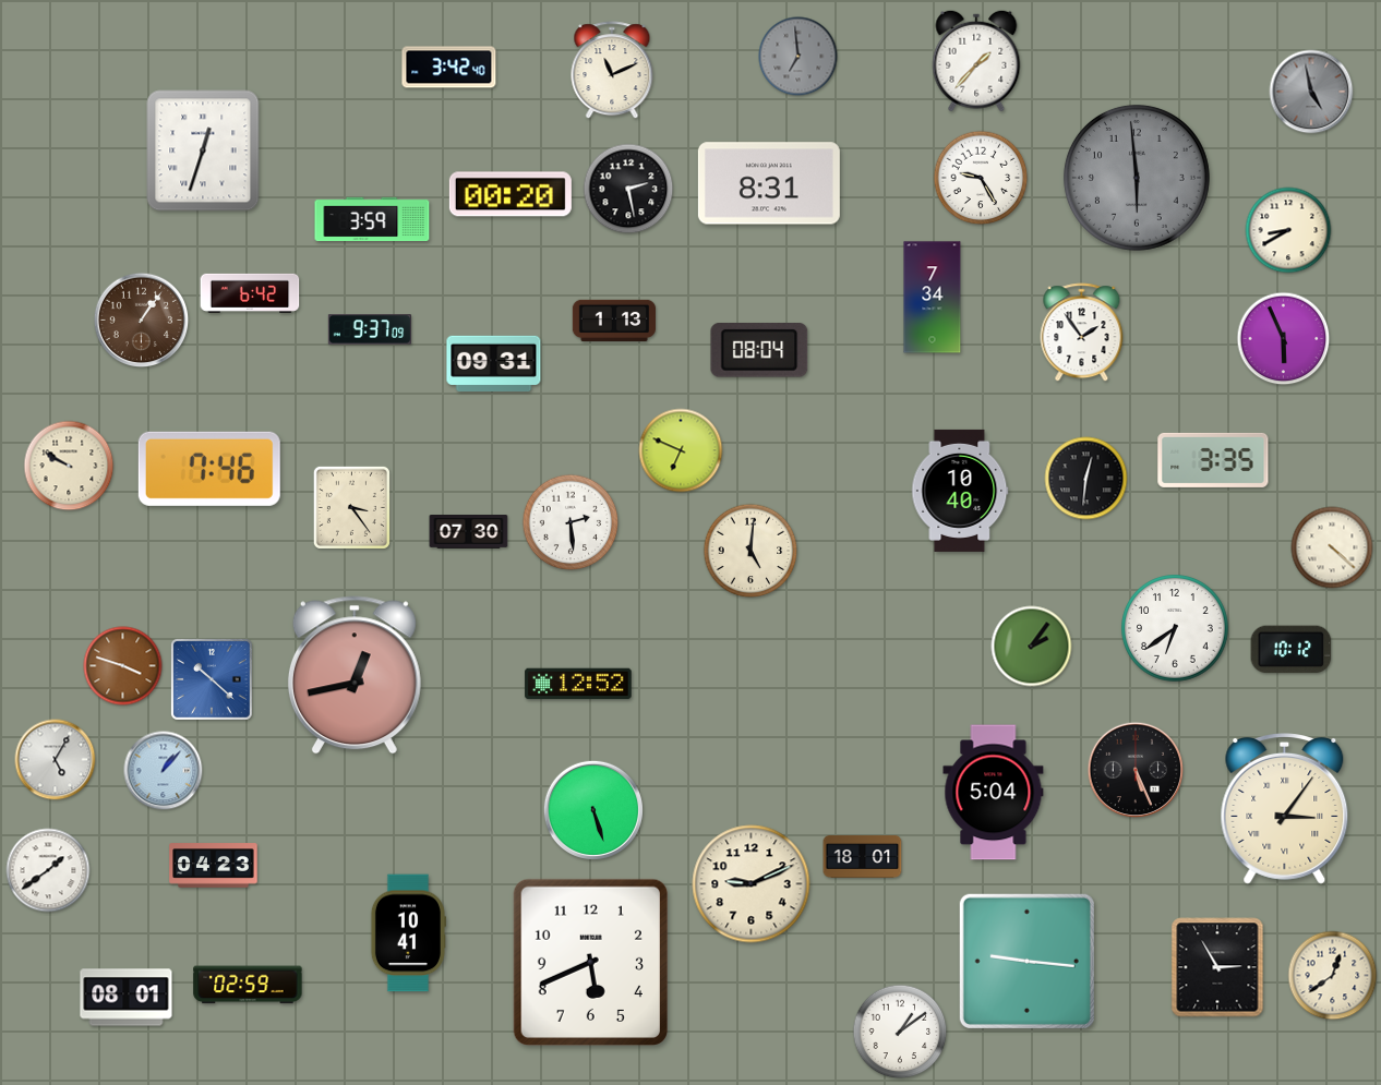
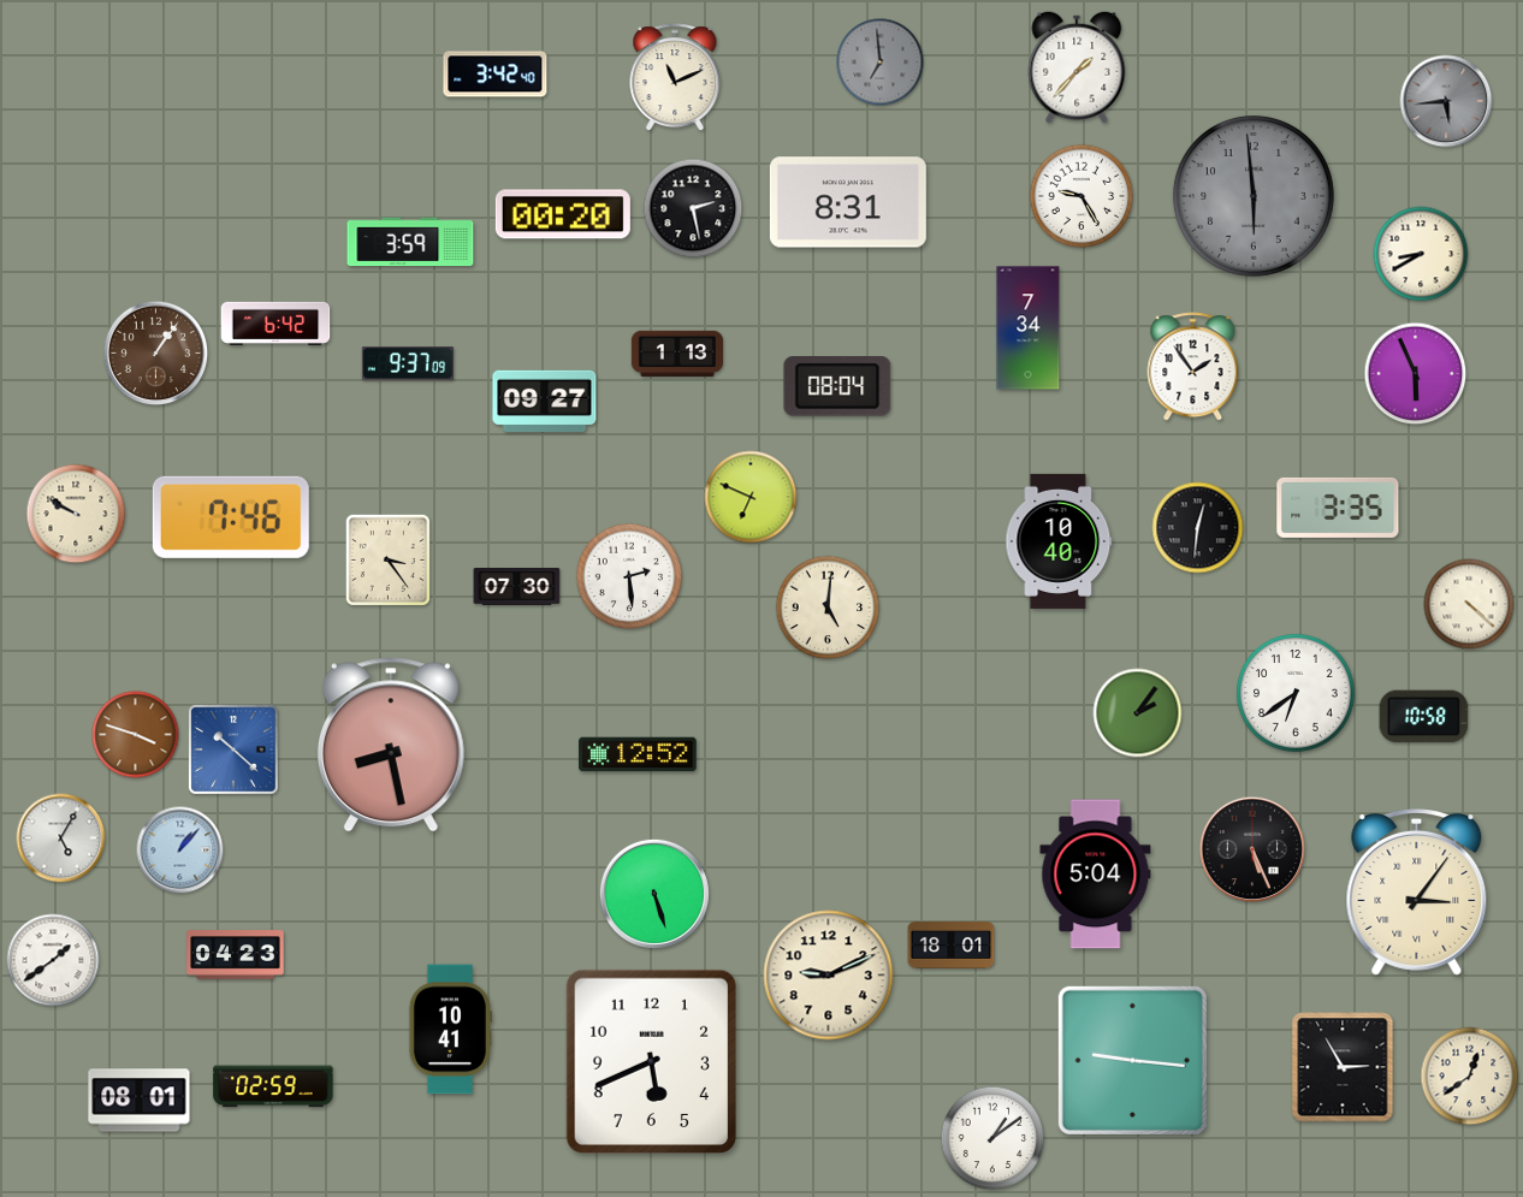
clock at (1311, 92): 4:58 -> 5:44
clock at (203, 150): 12:33 -> none
clock at (494, 363): 09:31 -> 09:27
clock at (1292, 650): 10:12 -> 10:58
clock at (355, 675): 12:43 -> 8:28
